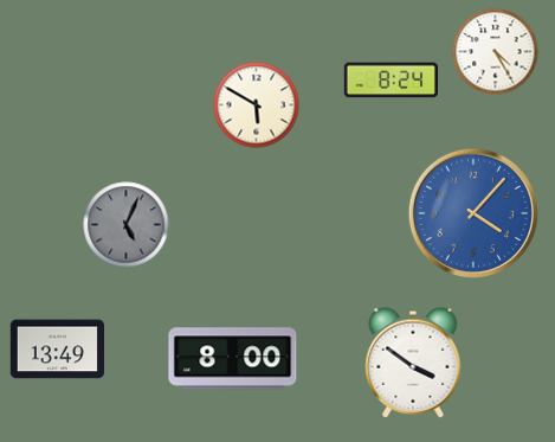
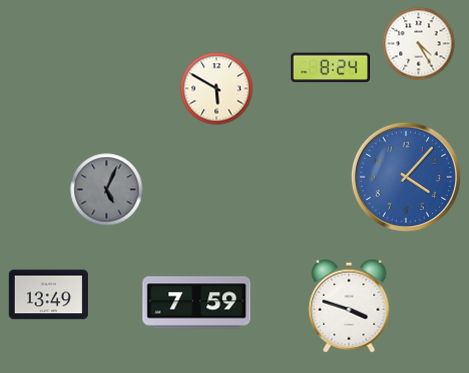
clock at (473, 213) position: (473, 213) -> (406, 177)
clock at (233, 359): 8:00 -> 7:59
clock at (413, 363): 3:51 -> 3:48
